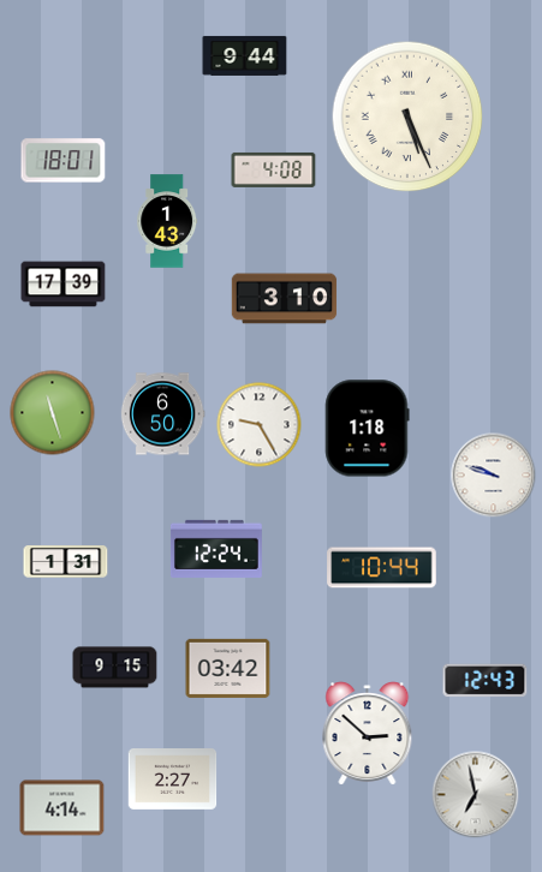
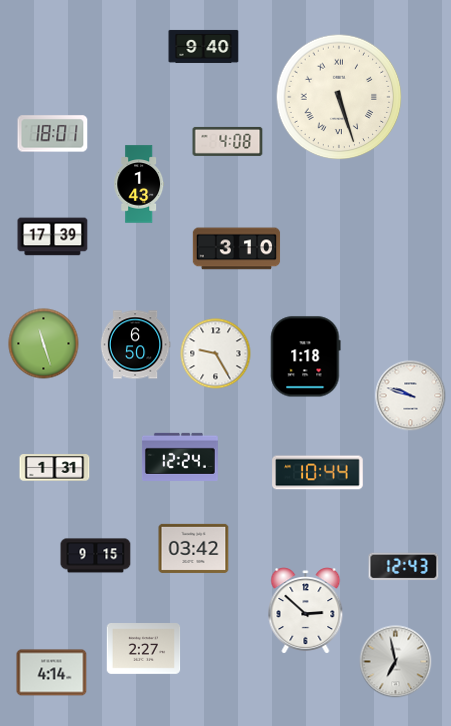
clock at (245, 55): 9:44 -> 9:40
clock at (407, 117): 5:26 -> 5:27
clock at (228, 668) position: (228, 668) -> (194, 548)
